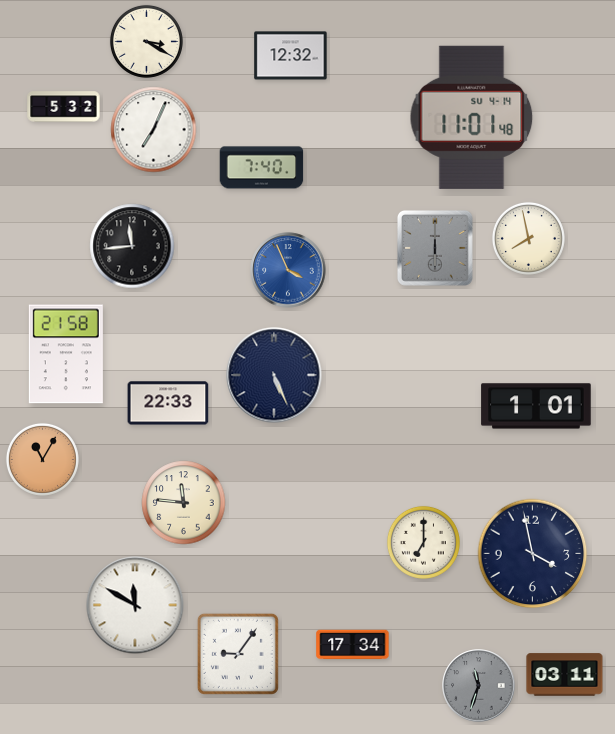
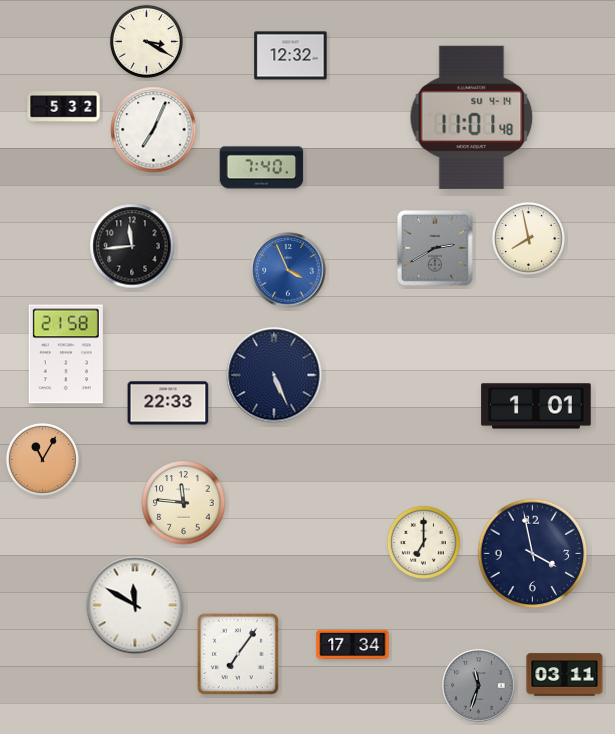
clock at (435, 248): 6:00 -> 2:40
clock at (238, 654): 9:06 -> 7:06
